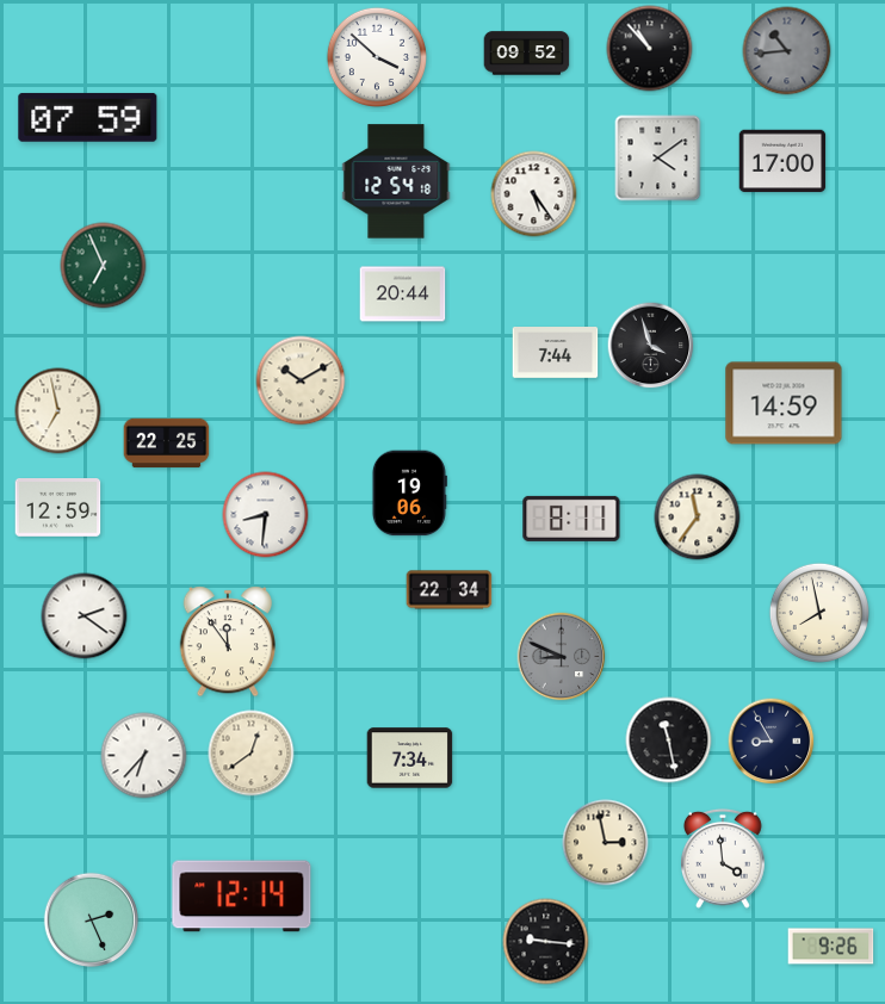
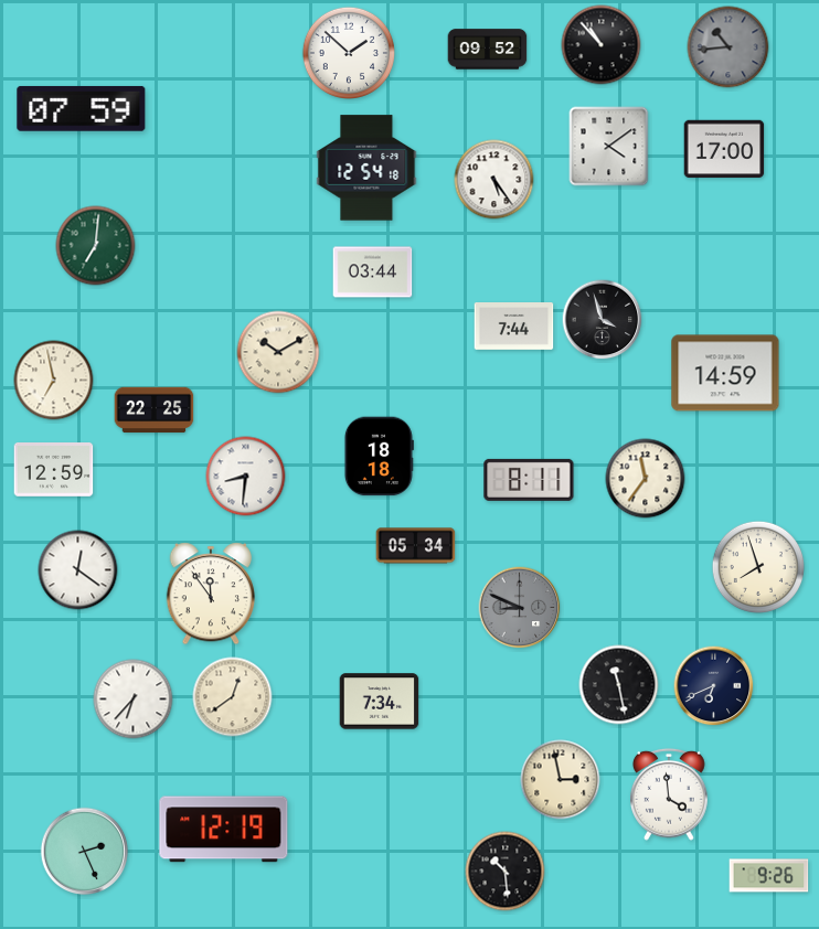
clock at (376, 56): 3:52 -> 1:52
clock at (104, 266): 6:56 -> 7:01
clock at (403, 295): 20:44 -> 03:44
clock at (409, 494): 19:06 -> 18:18
clock at (450, 590): 22:34 -> 05:34
clock at (818, 612): 7:58 -> 7:57
clock at (85, 616): 2:21 -> 12:21
clock at (772, 742): 8:55 -> 6:41
clock at (242, 897): 12:14 -> 12:19
clock at (546, 942): 9:16 -> 10:29
